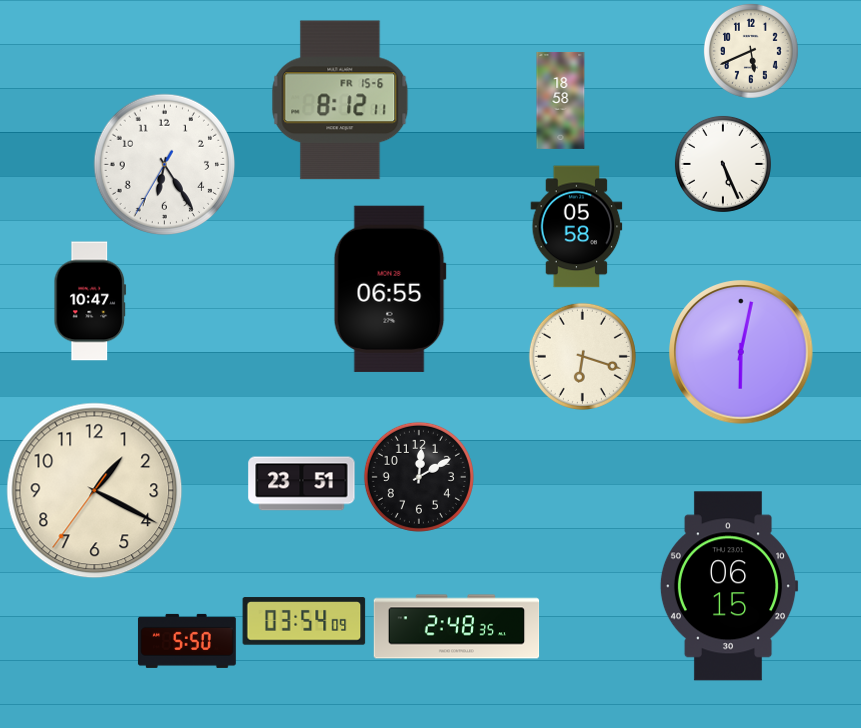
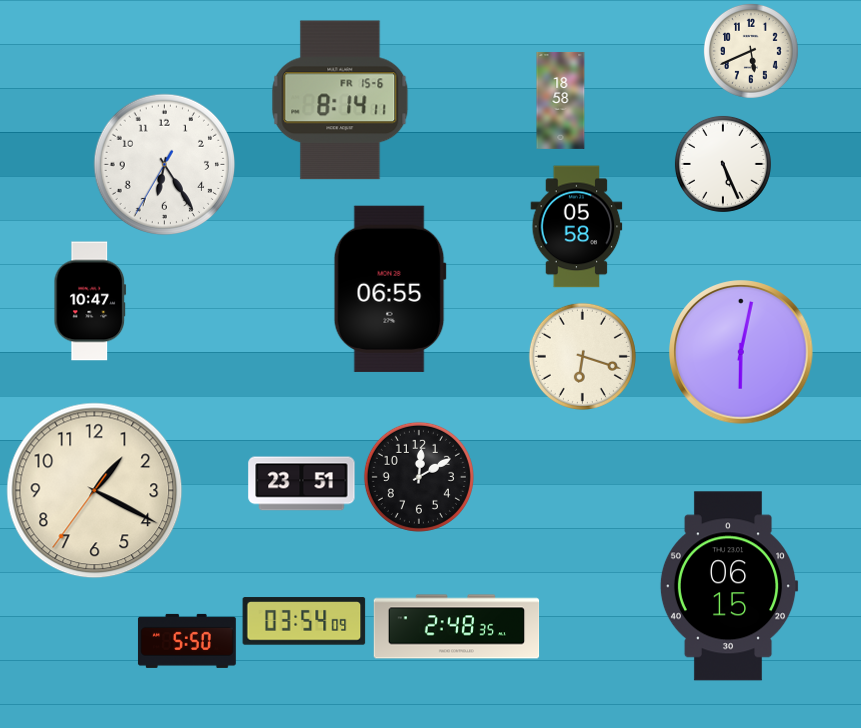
clock at (340, 100): 8:12 -> 8:14
